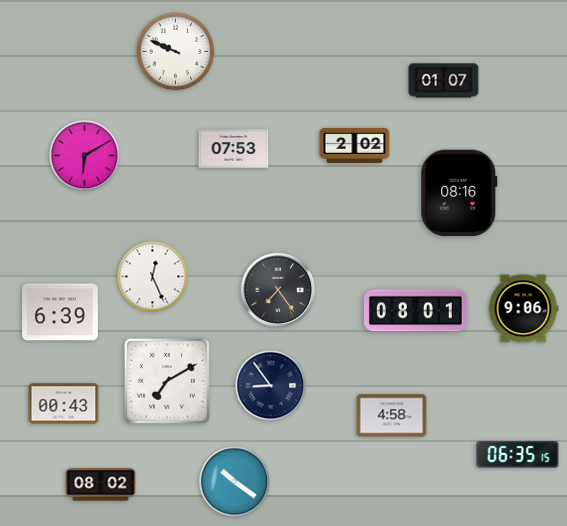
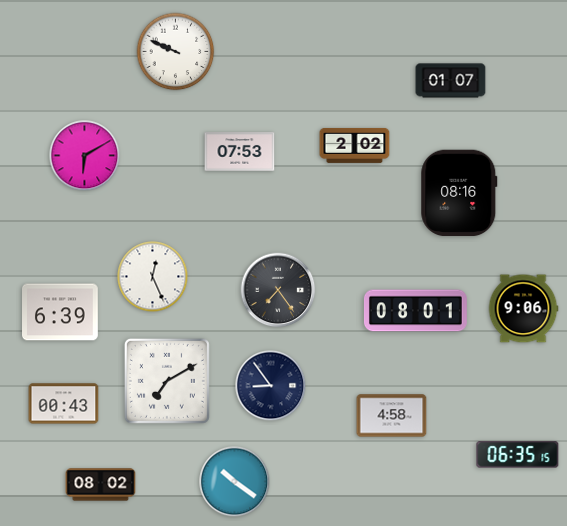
clock at (444, 81) position: (444, 81) -> (451, 81)
clock at (234, 149) position: (234, 149) -> (240, 152)
